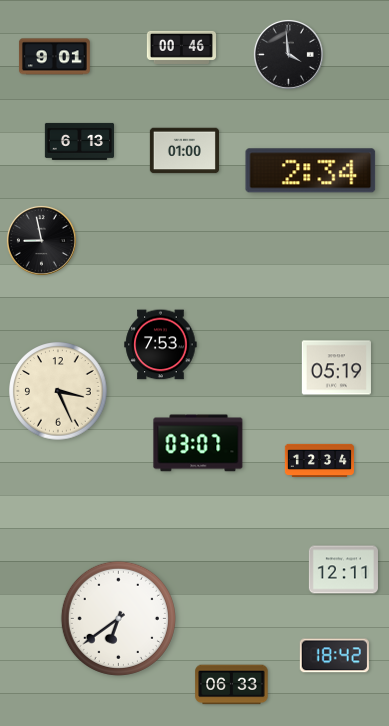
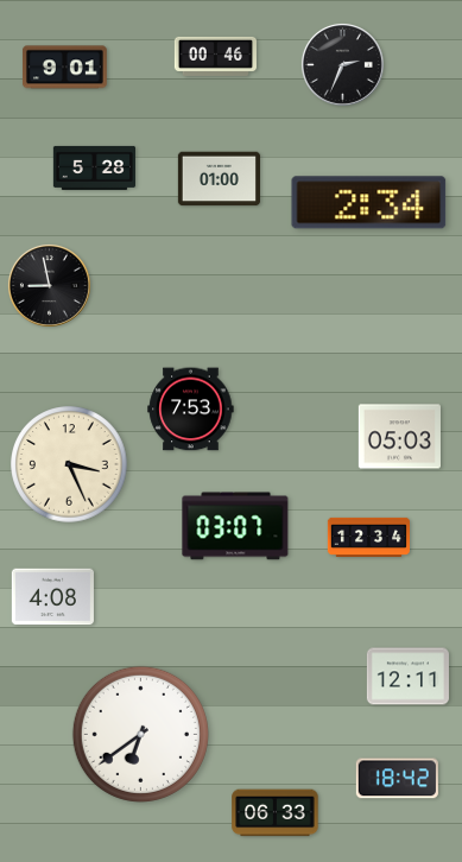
clock at (288, 54): 3:59 -> 2:34
clock at (79, 141): 6:13 -> 5:28
clock at (336, 368): 05:19 -> 05:03
clock at (319, 460) position: (319, 460) -> (368, 537)
clock at (52, 597): none -> 4:08
